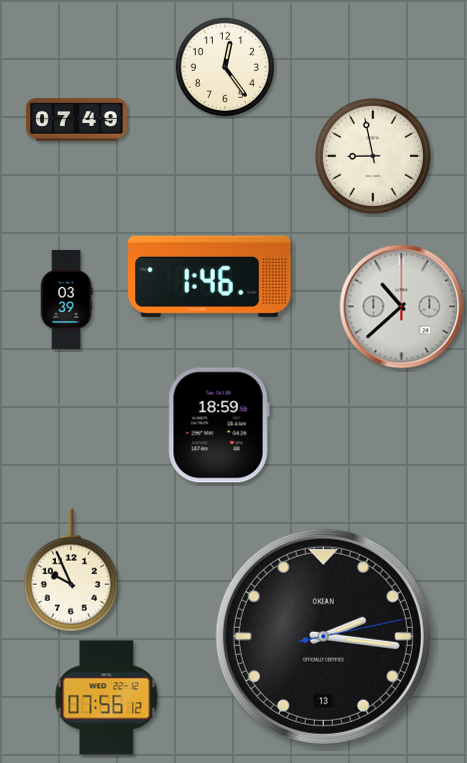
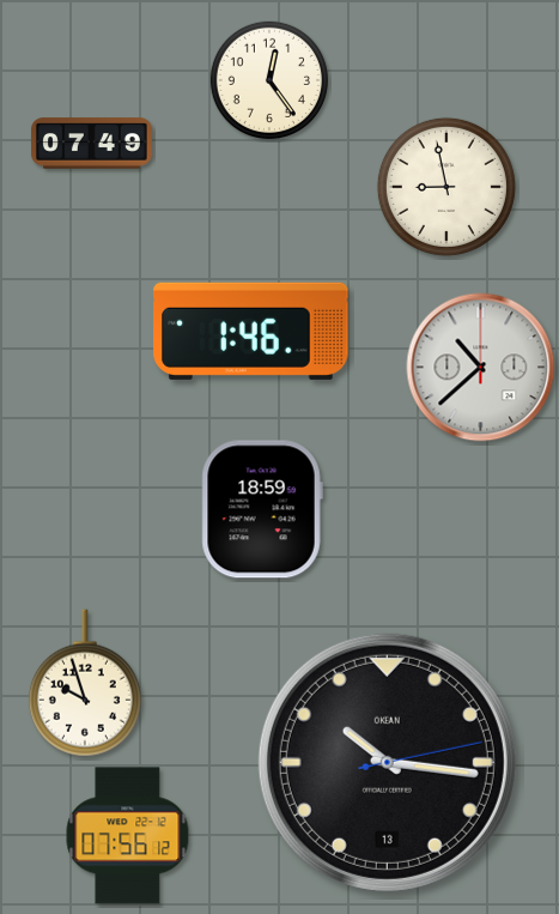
clock at (66, 299): 03:39 -> none
clock at (71, 570): 9:56 -> 9:57
clock at (323, 636): 2:16 -> 10:16
